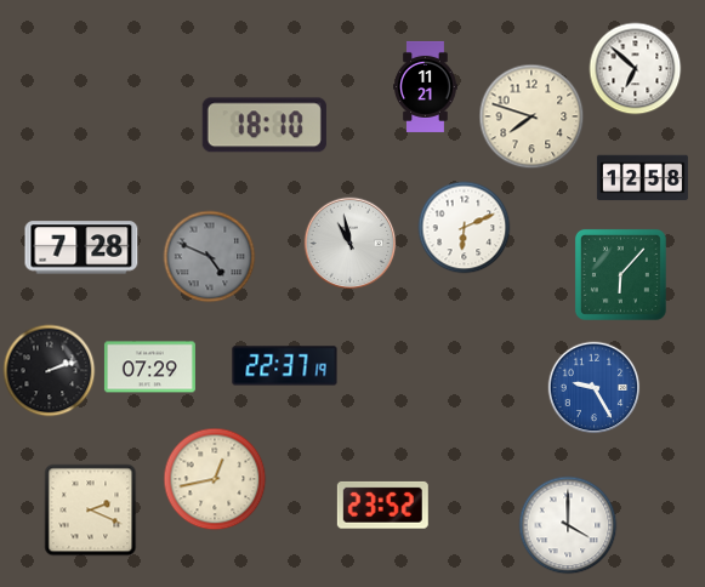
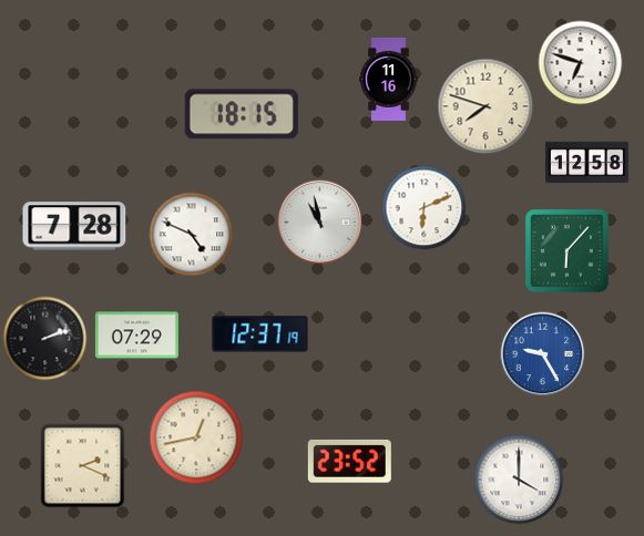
clock at (636, 69): 6:52 -> 6:48
clock at (426, 86): 11:21 -> 11:16
clock at (265, 125): 18:10 -> 18:15
clock at (210, 257) dial: grey -> white
clock at (285, 366): 22:37 -> 12:37
